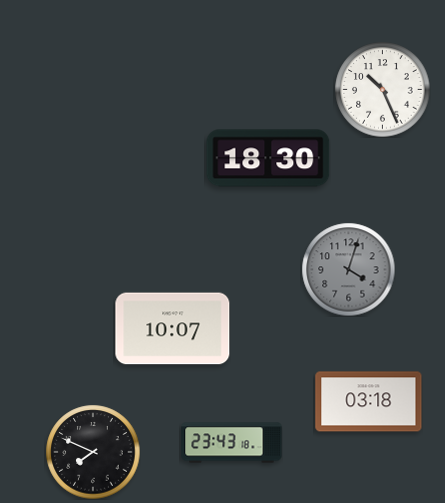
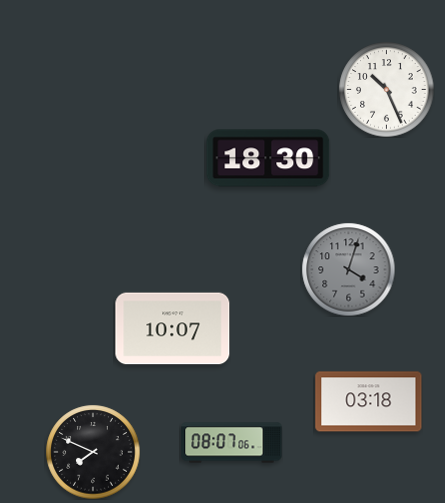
clock at (382, 89) position: (382, 89) -> (386, 89)
clock at (232, 443): 23:43 -> 08:07
